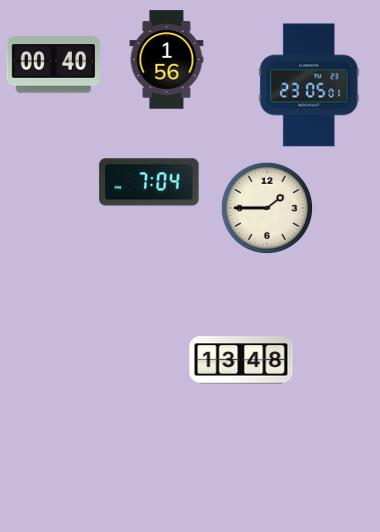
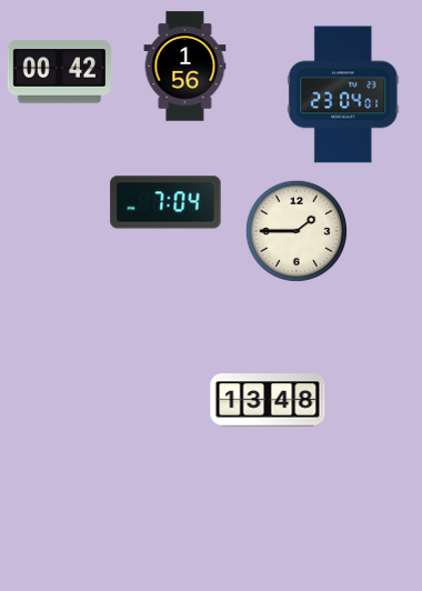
clock at (53, 65): 00:40 -> 00:42
clock at (309, 85): 23:05 -> 23:04
